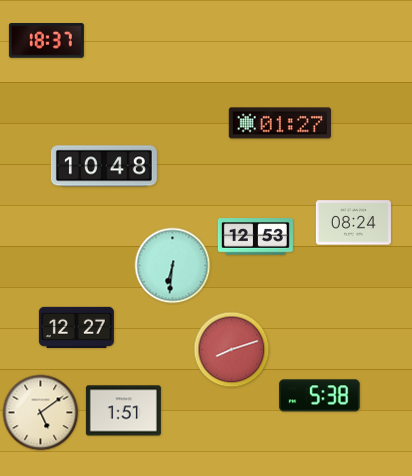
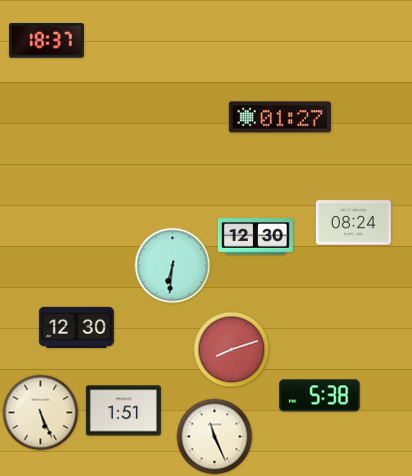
clock at (280, 123) position: (280, 123) -> (280, 117)
clock at (104, 166): 10:48 -> none
clock at (255, 237): 12:53 -> 12:30
clock at (76, 327): 12:27 -> 12:30
clock at (41, 413): 5:09 -> 5:26
clock at (215, 437): none -> 11:26
